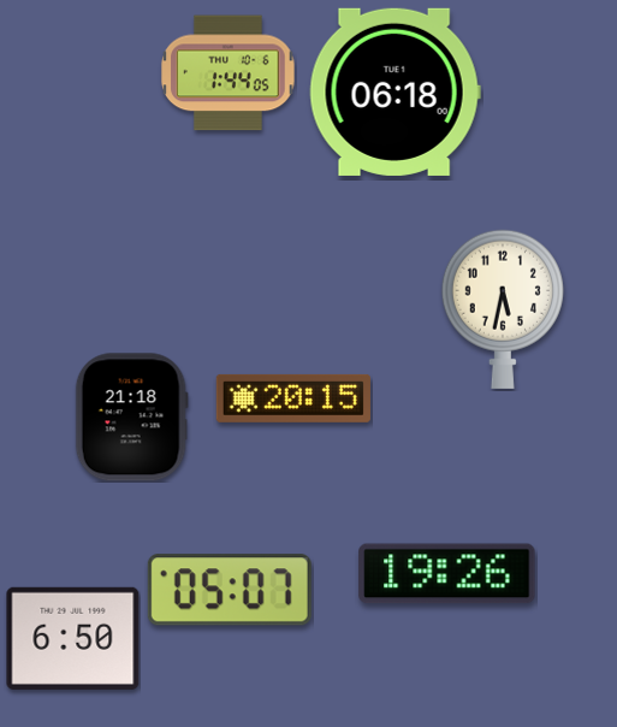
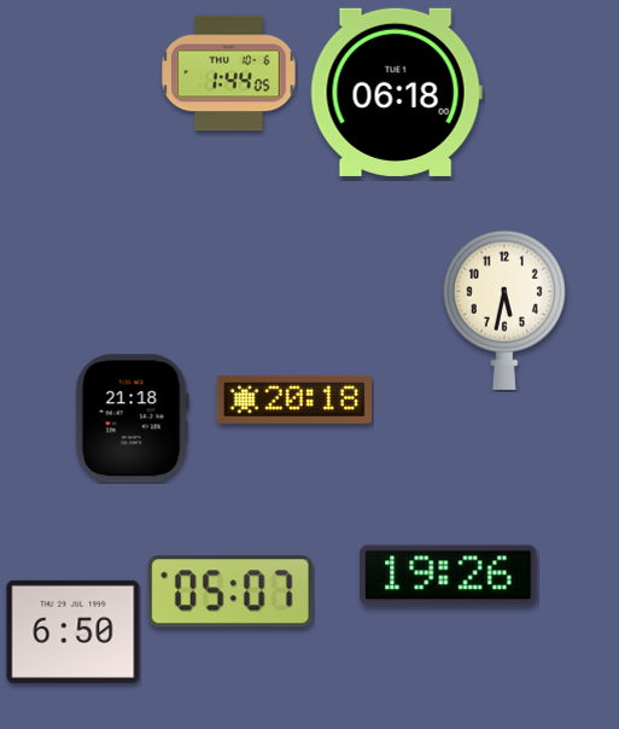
clock at (293, 398): 20:15 -> 20:18
clock at (73, 638) position: (73, 638) -> (74, 631)
